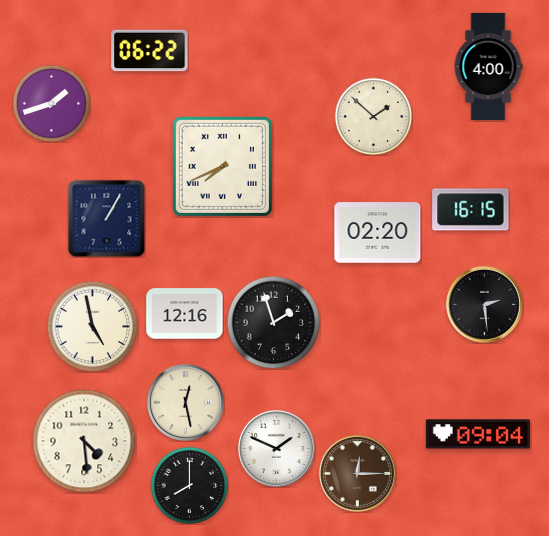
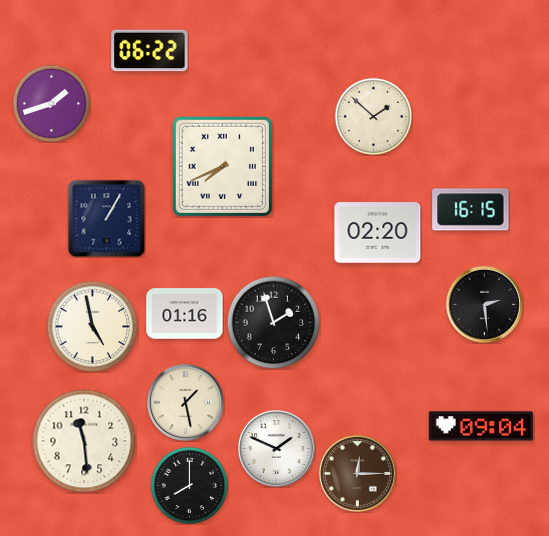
clock at (488, 66): 4:00 -> none
clock at (185, 314): 12:16 -> 01:16
clock at (185, 402): 12:28 -> 1:28
clock at (477, 434) position: (477, 434) -> (480, 426)
clock at (84, 441): 4:29 -> 11:29
